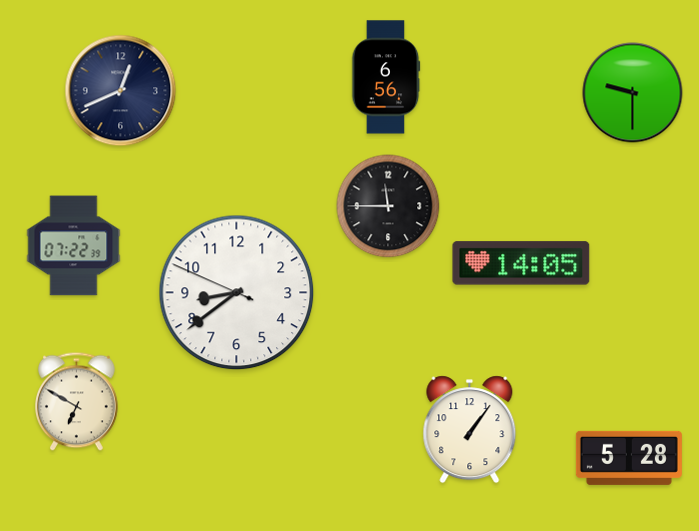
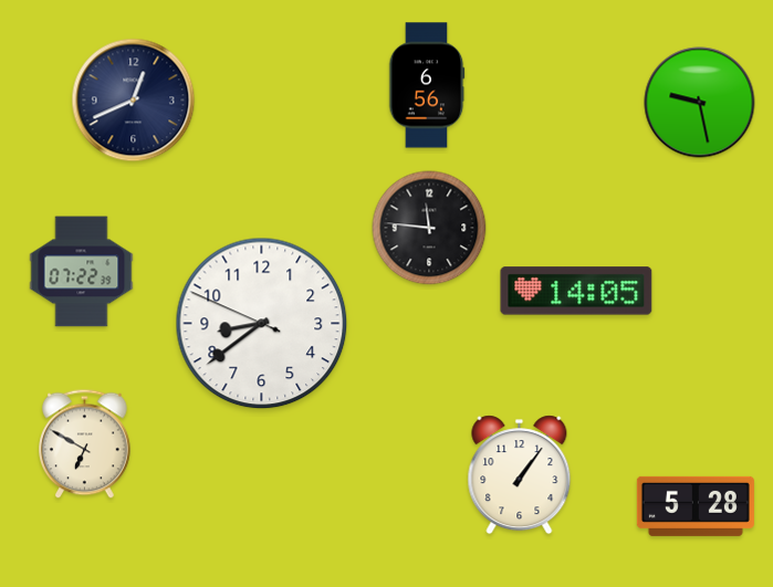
clock at (633, 93): 9:30 -> 9:28
clock at (388, 206): 11:45 -> 11:46
